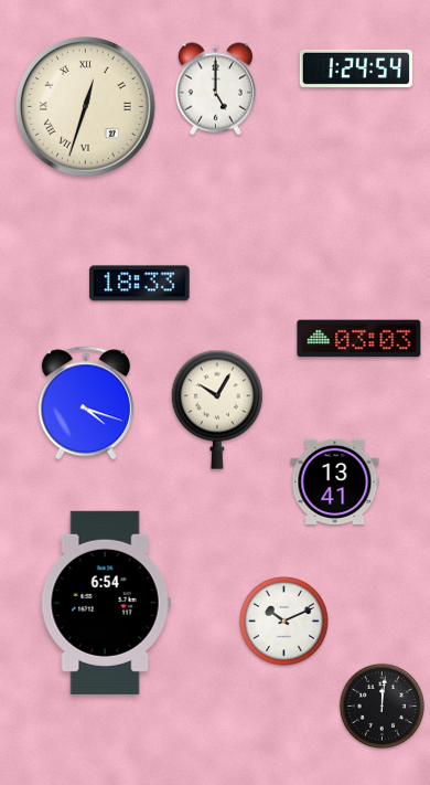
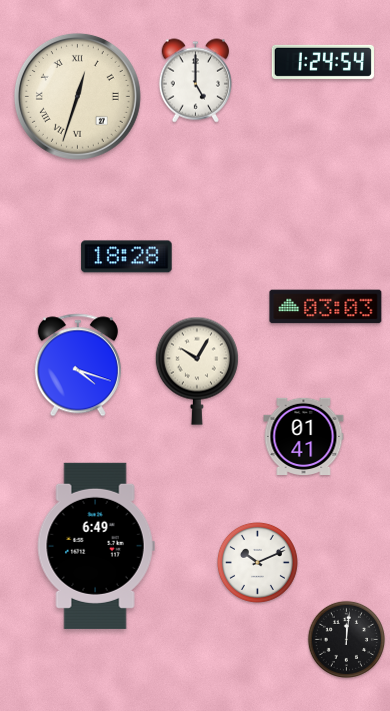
clock at (140, 284): 18:33 -> 18:28
clock at (335, 481): 13:41 -> 01:41
clock at (106, 603): 6:54 -> 6:49
